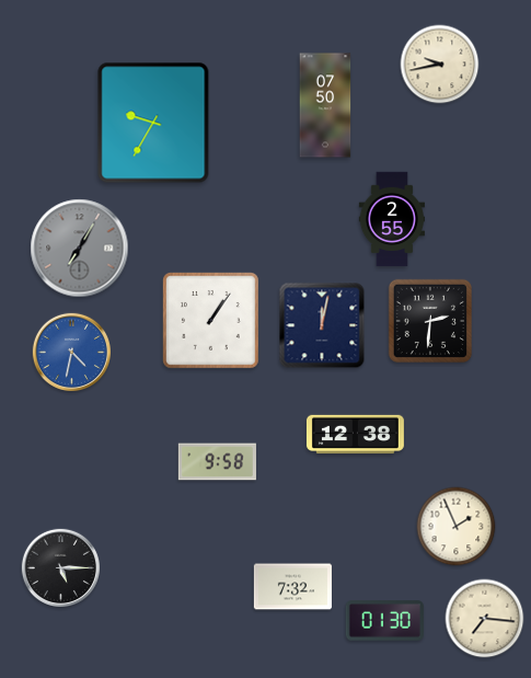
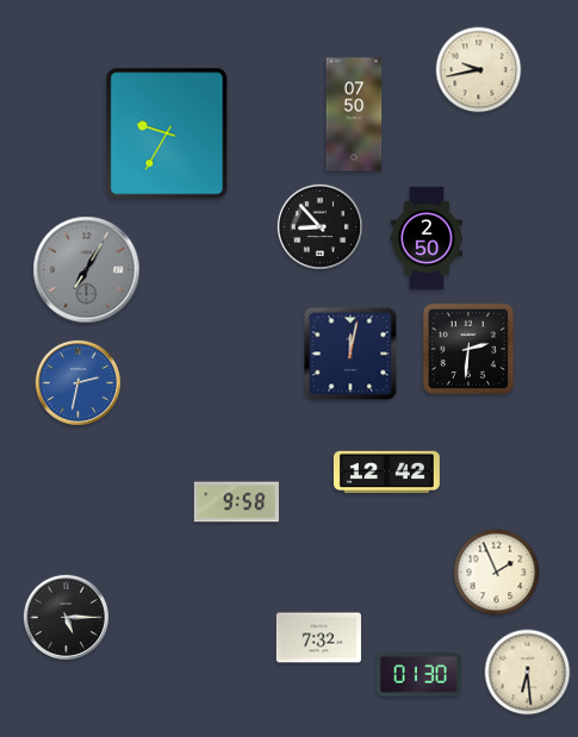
clock at (319, 226): none -> 8:53
clock at (391, 219): 2:55 -> 2:50
clock at (210, 320): 1:06 -> none
clock at (71, 352): 4:32 -> 2:32
clock at (355, 435): 12:38 -> 12:42
clock at (485, 619): 7:16 -> 6:29
